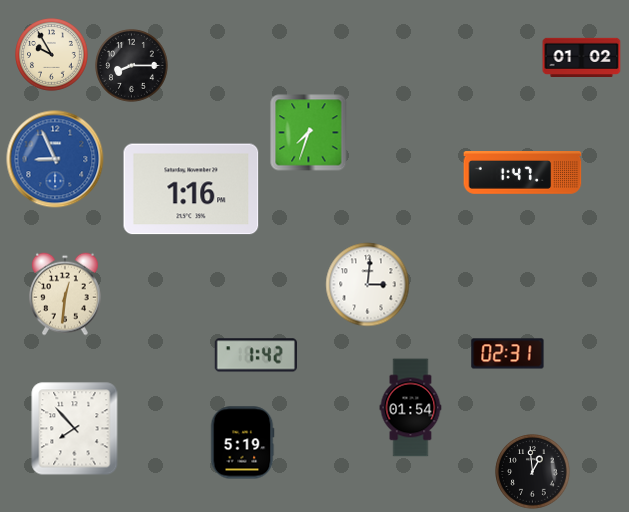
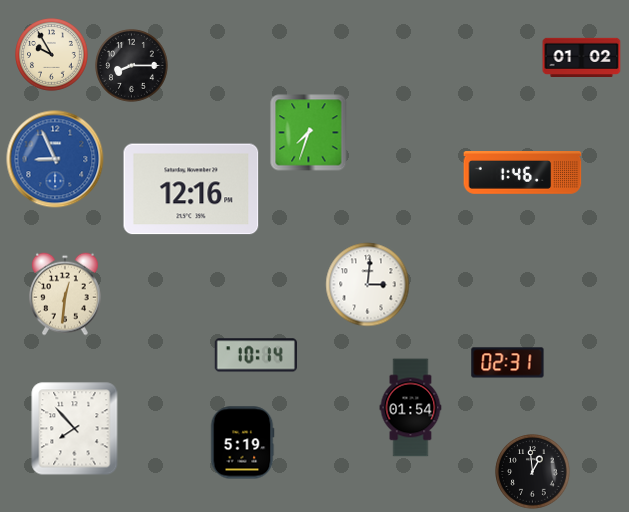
clock at (523, 173): 1:47 -> 1:46
clock at (191, 189): 1:16 -> 12:16
clock at (508, 354) position: (508, 354) -> (508, 363)
clock at (255, 355): 1:42 -> 10:14
